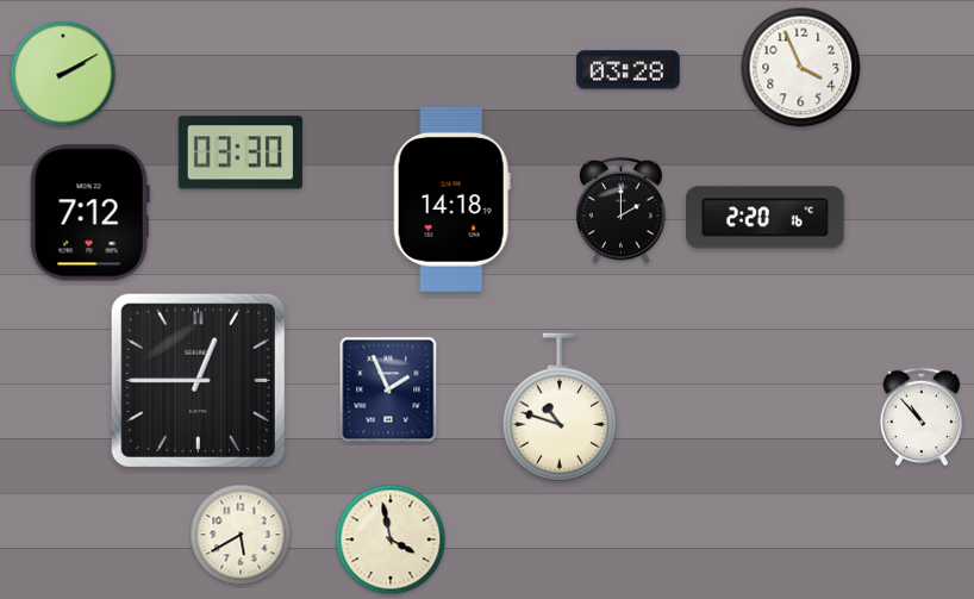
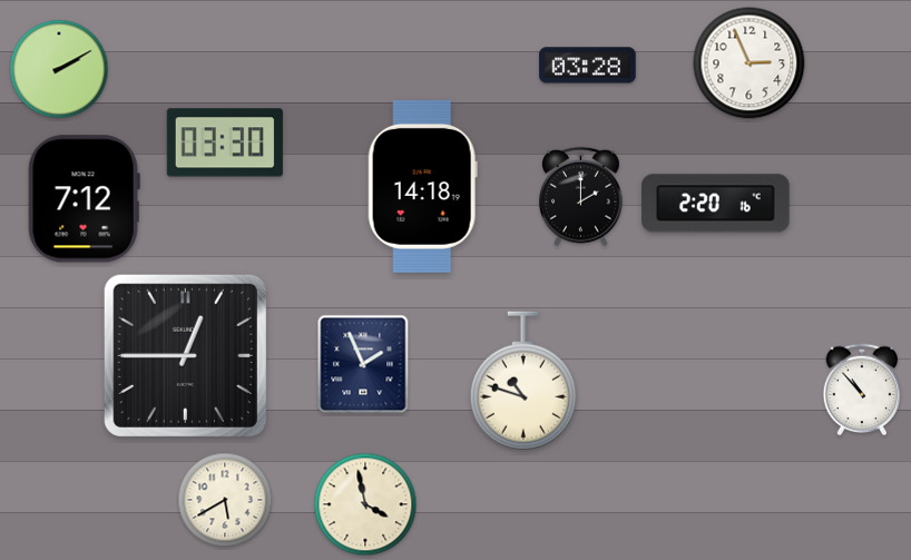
clock at (801, 68): 3:56 -> 2:56
